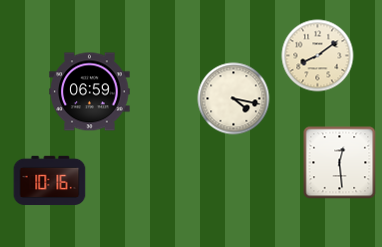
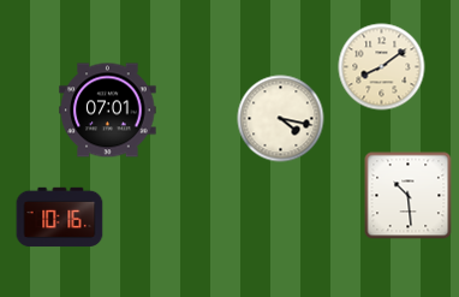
clock at (90, 92): 06:59 -> 07:01
clock at (340, 163): 12:29 -> 10:29
